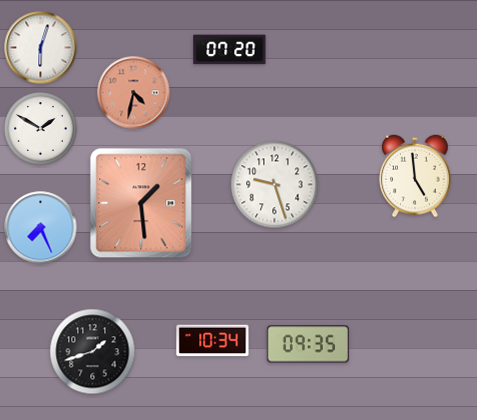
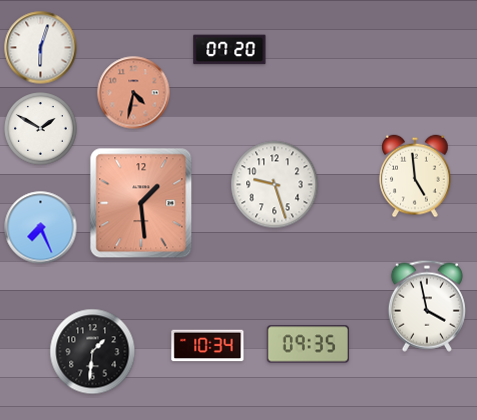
clock at (427, 306): none -> 3:58
clock at (213, 341) position: (213, 341) -> (208, 346)
clock at (93, 352): 1:42 -> 1:31
